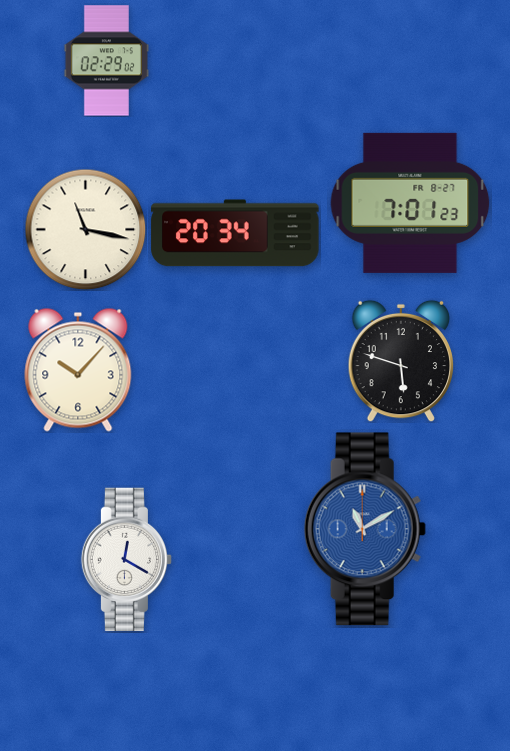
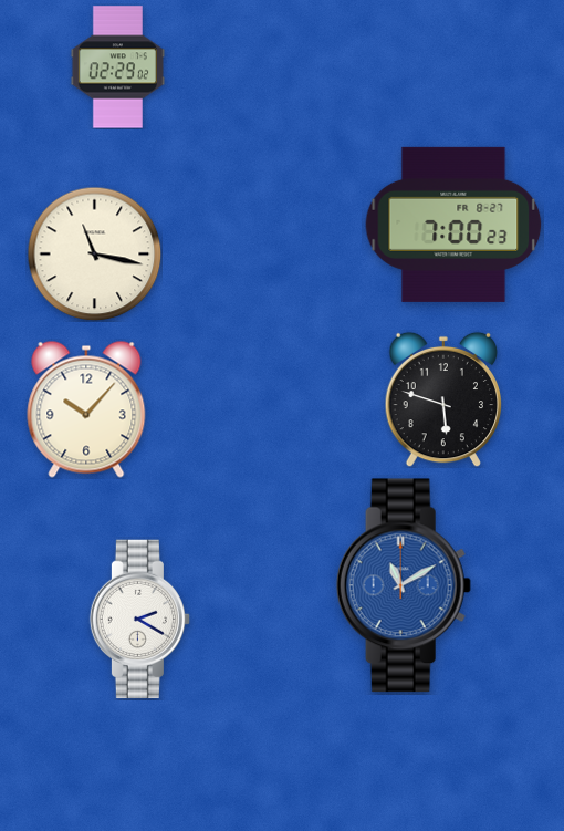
clock at (410, 203): 7:01 -> 7:00
clock at (235, 233): 20:34 -> none
clock at (126, 560): 12:20 -> 2:20
